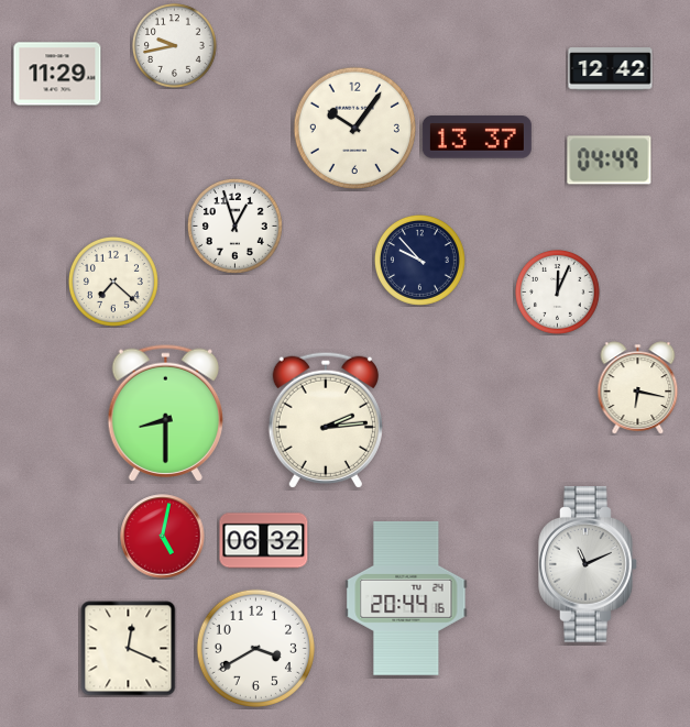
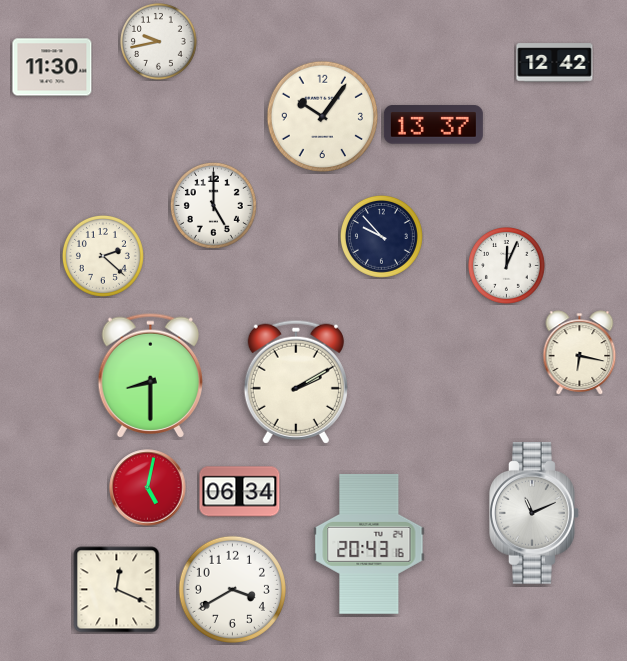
clock at (57, 74): 11:29 -> 11:30
clock at (610, 161): 04:49 -> none
clock at (234, 225): 12:57 -> 5:00
clock at (113, 282): 7:22 -> 2:22
clock at (326, 420): 2:14 -> 2:10
clock at (264, 541): 06:32 -> 06:34
clock at (406, 598): 20:44 -> 20:43
